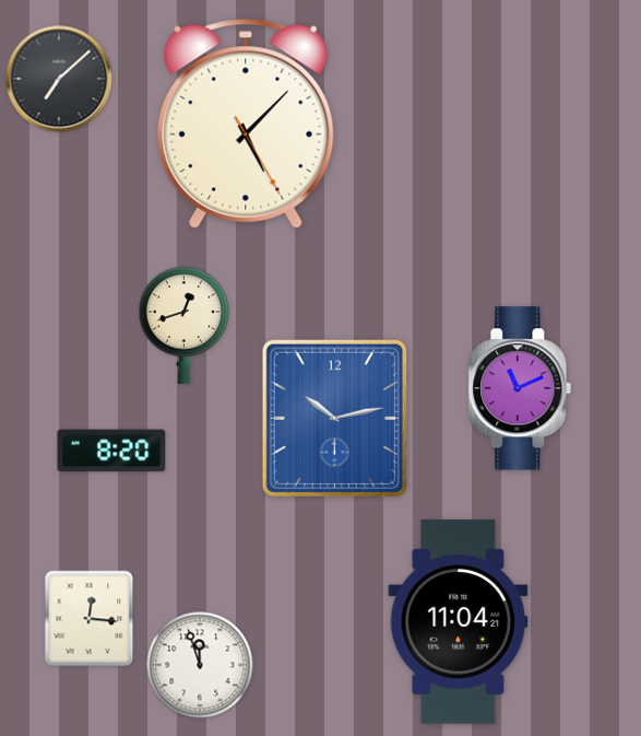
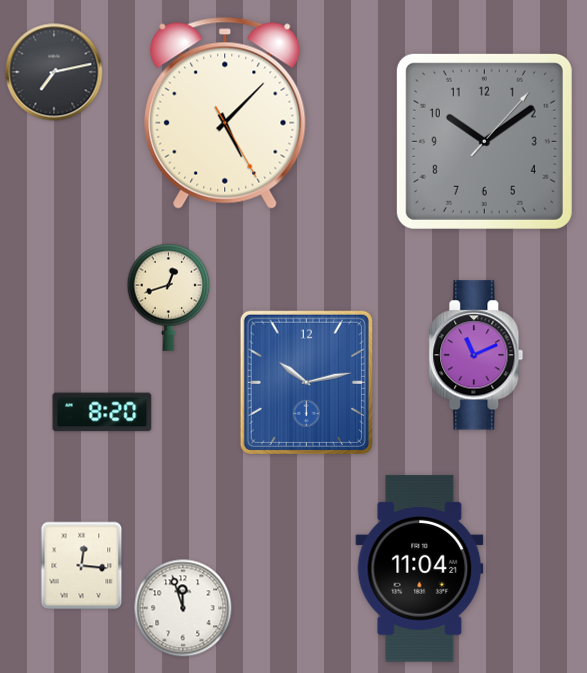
clock at (59, 79): 7:08 -> 7:13
clock at (484, 141): none -> 10:09
